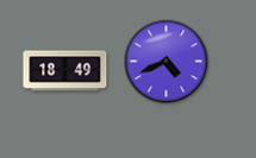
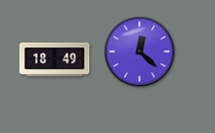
clock at (167, 62): 4:41 -> 12:22
